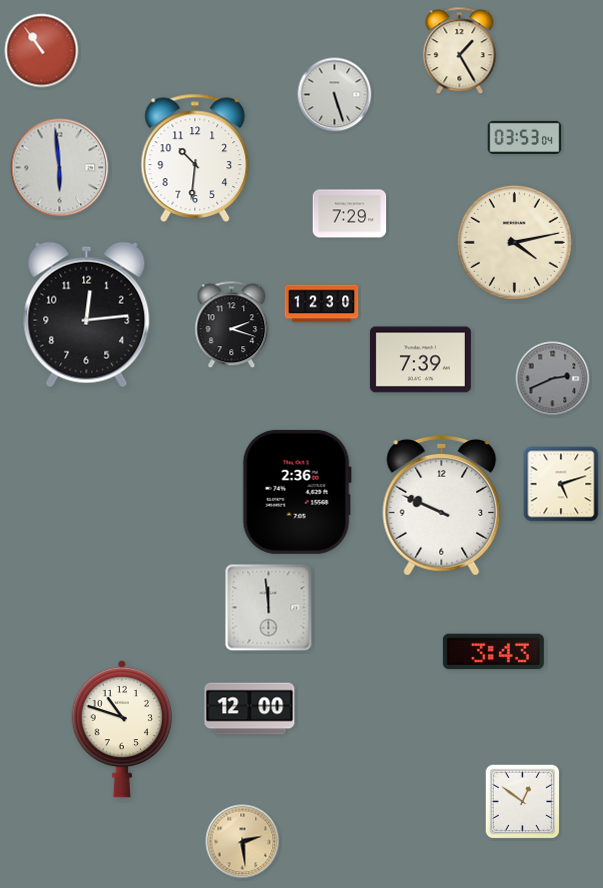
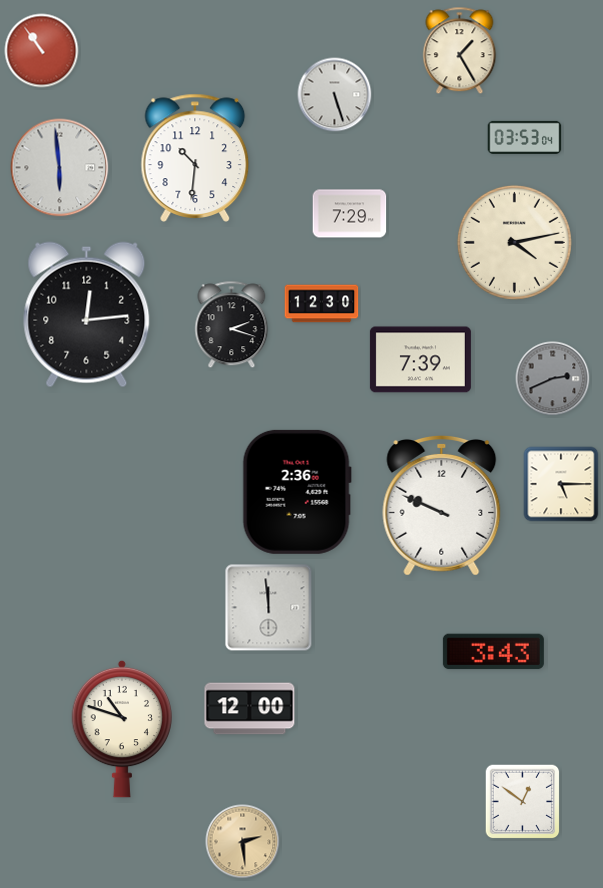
clock at (561, 484): 5:12 -> 5:15
